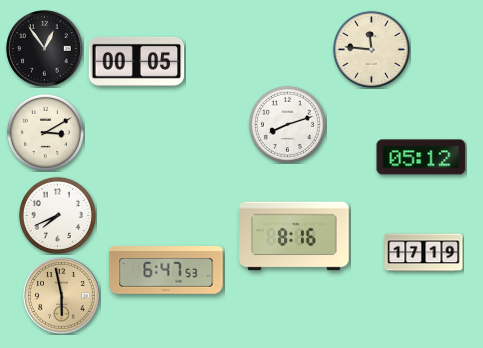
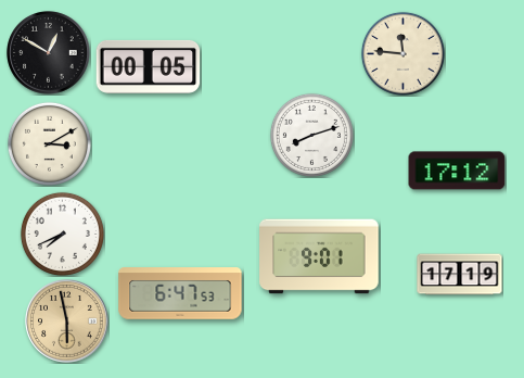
clock at (45, 49): 12:54 -> 12:50
clock at (421, 157): 05:12 -> 17:12
clock at (294, 236): 8:16 -> 9:01
